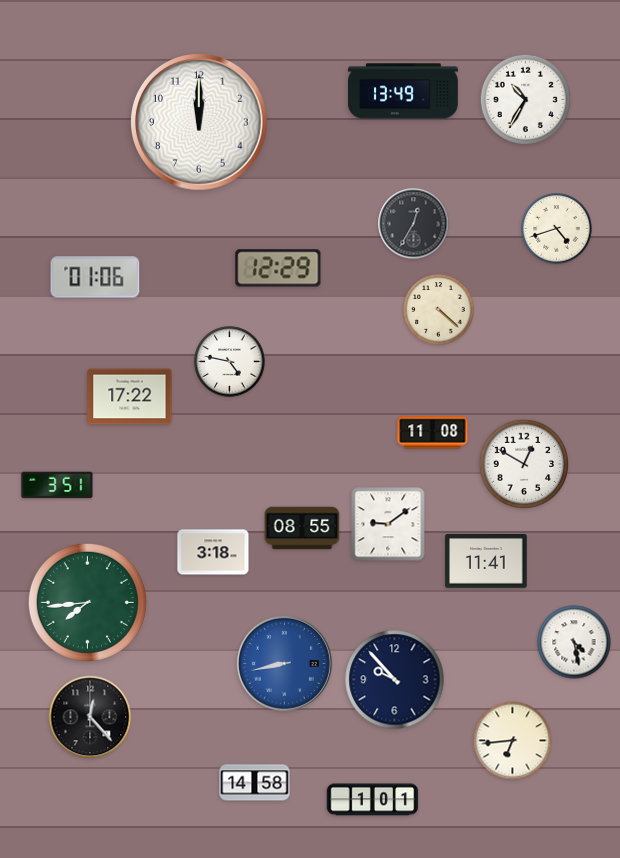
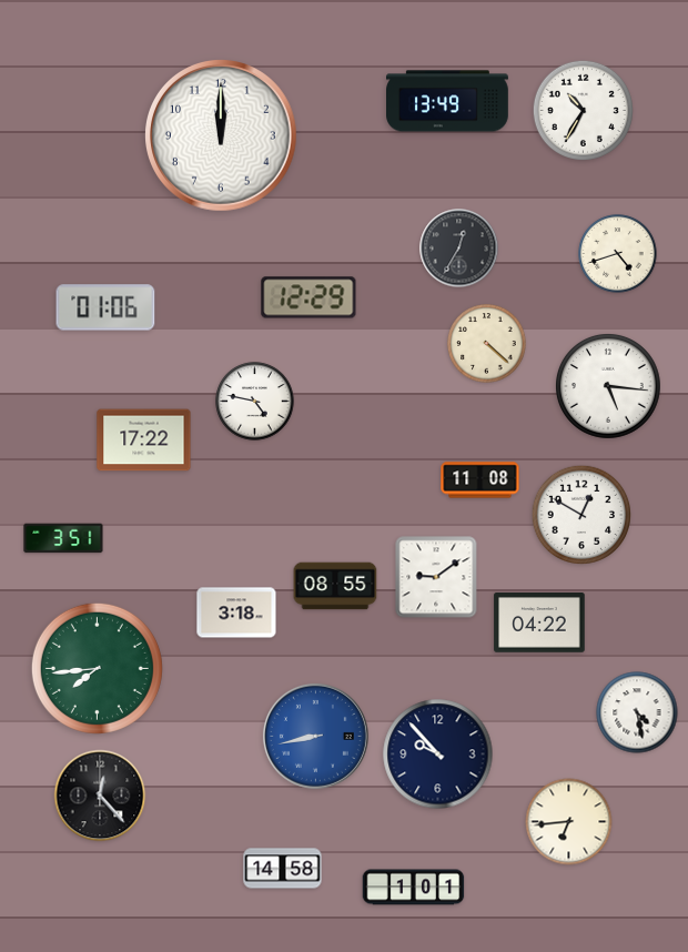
clock at (609, 387): none -> 5:16
clock at (388, 524) position: (388, 524) -> (436, 577)
clock at (486, 561): 11:41 -> 04:22
